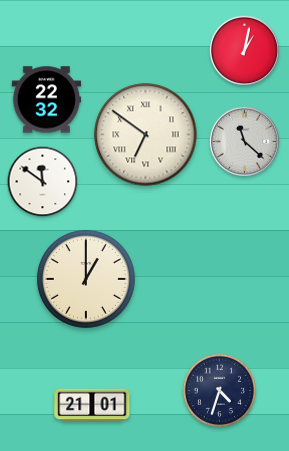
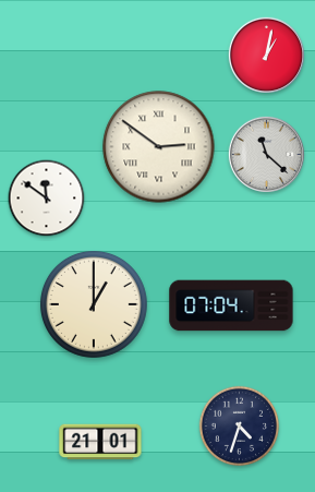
clock at (47, 100): 22:32 -> none
clock at (146, 135): 6:51 -> 2:51
clock at (231, 305): none -> 07:04
